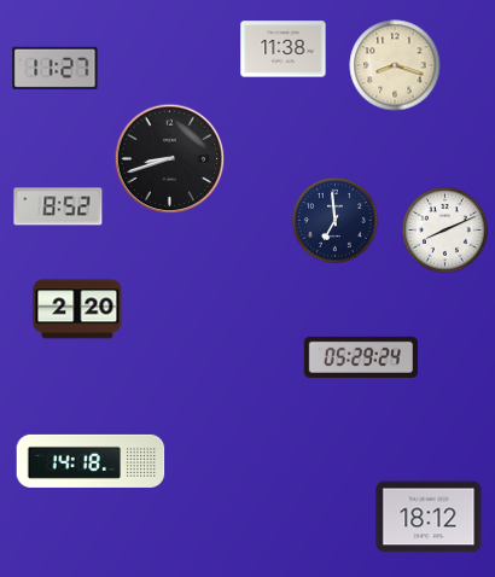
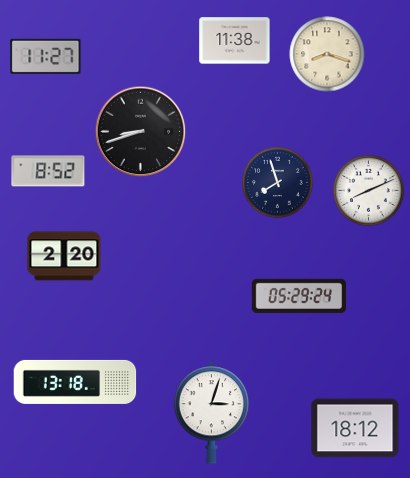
clock at (336, 221): 6:59 -> 7:57
clock at (91, 461): 14:18 -> 13:18
clock at (212, 413): none -> 3:03
